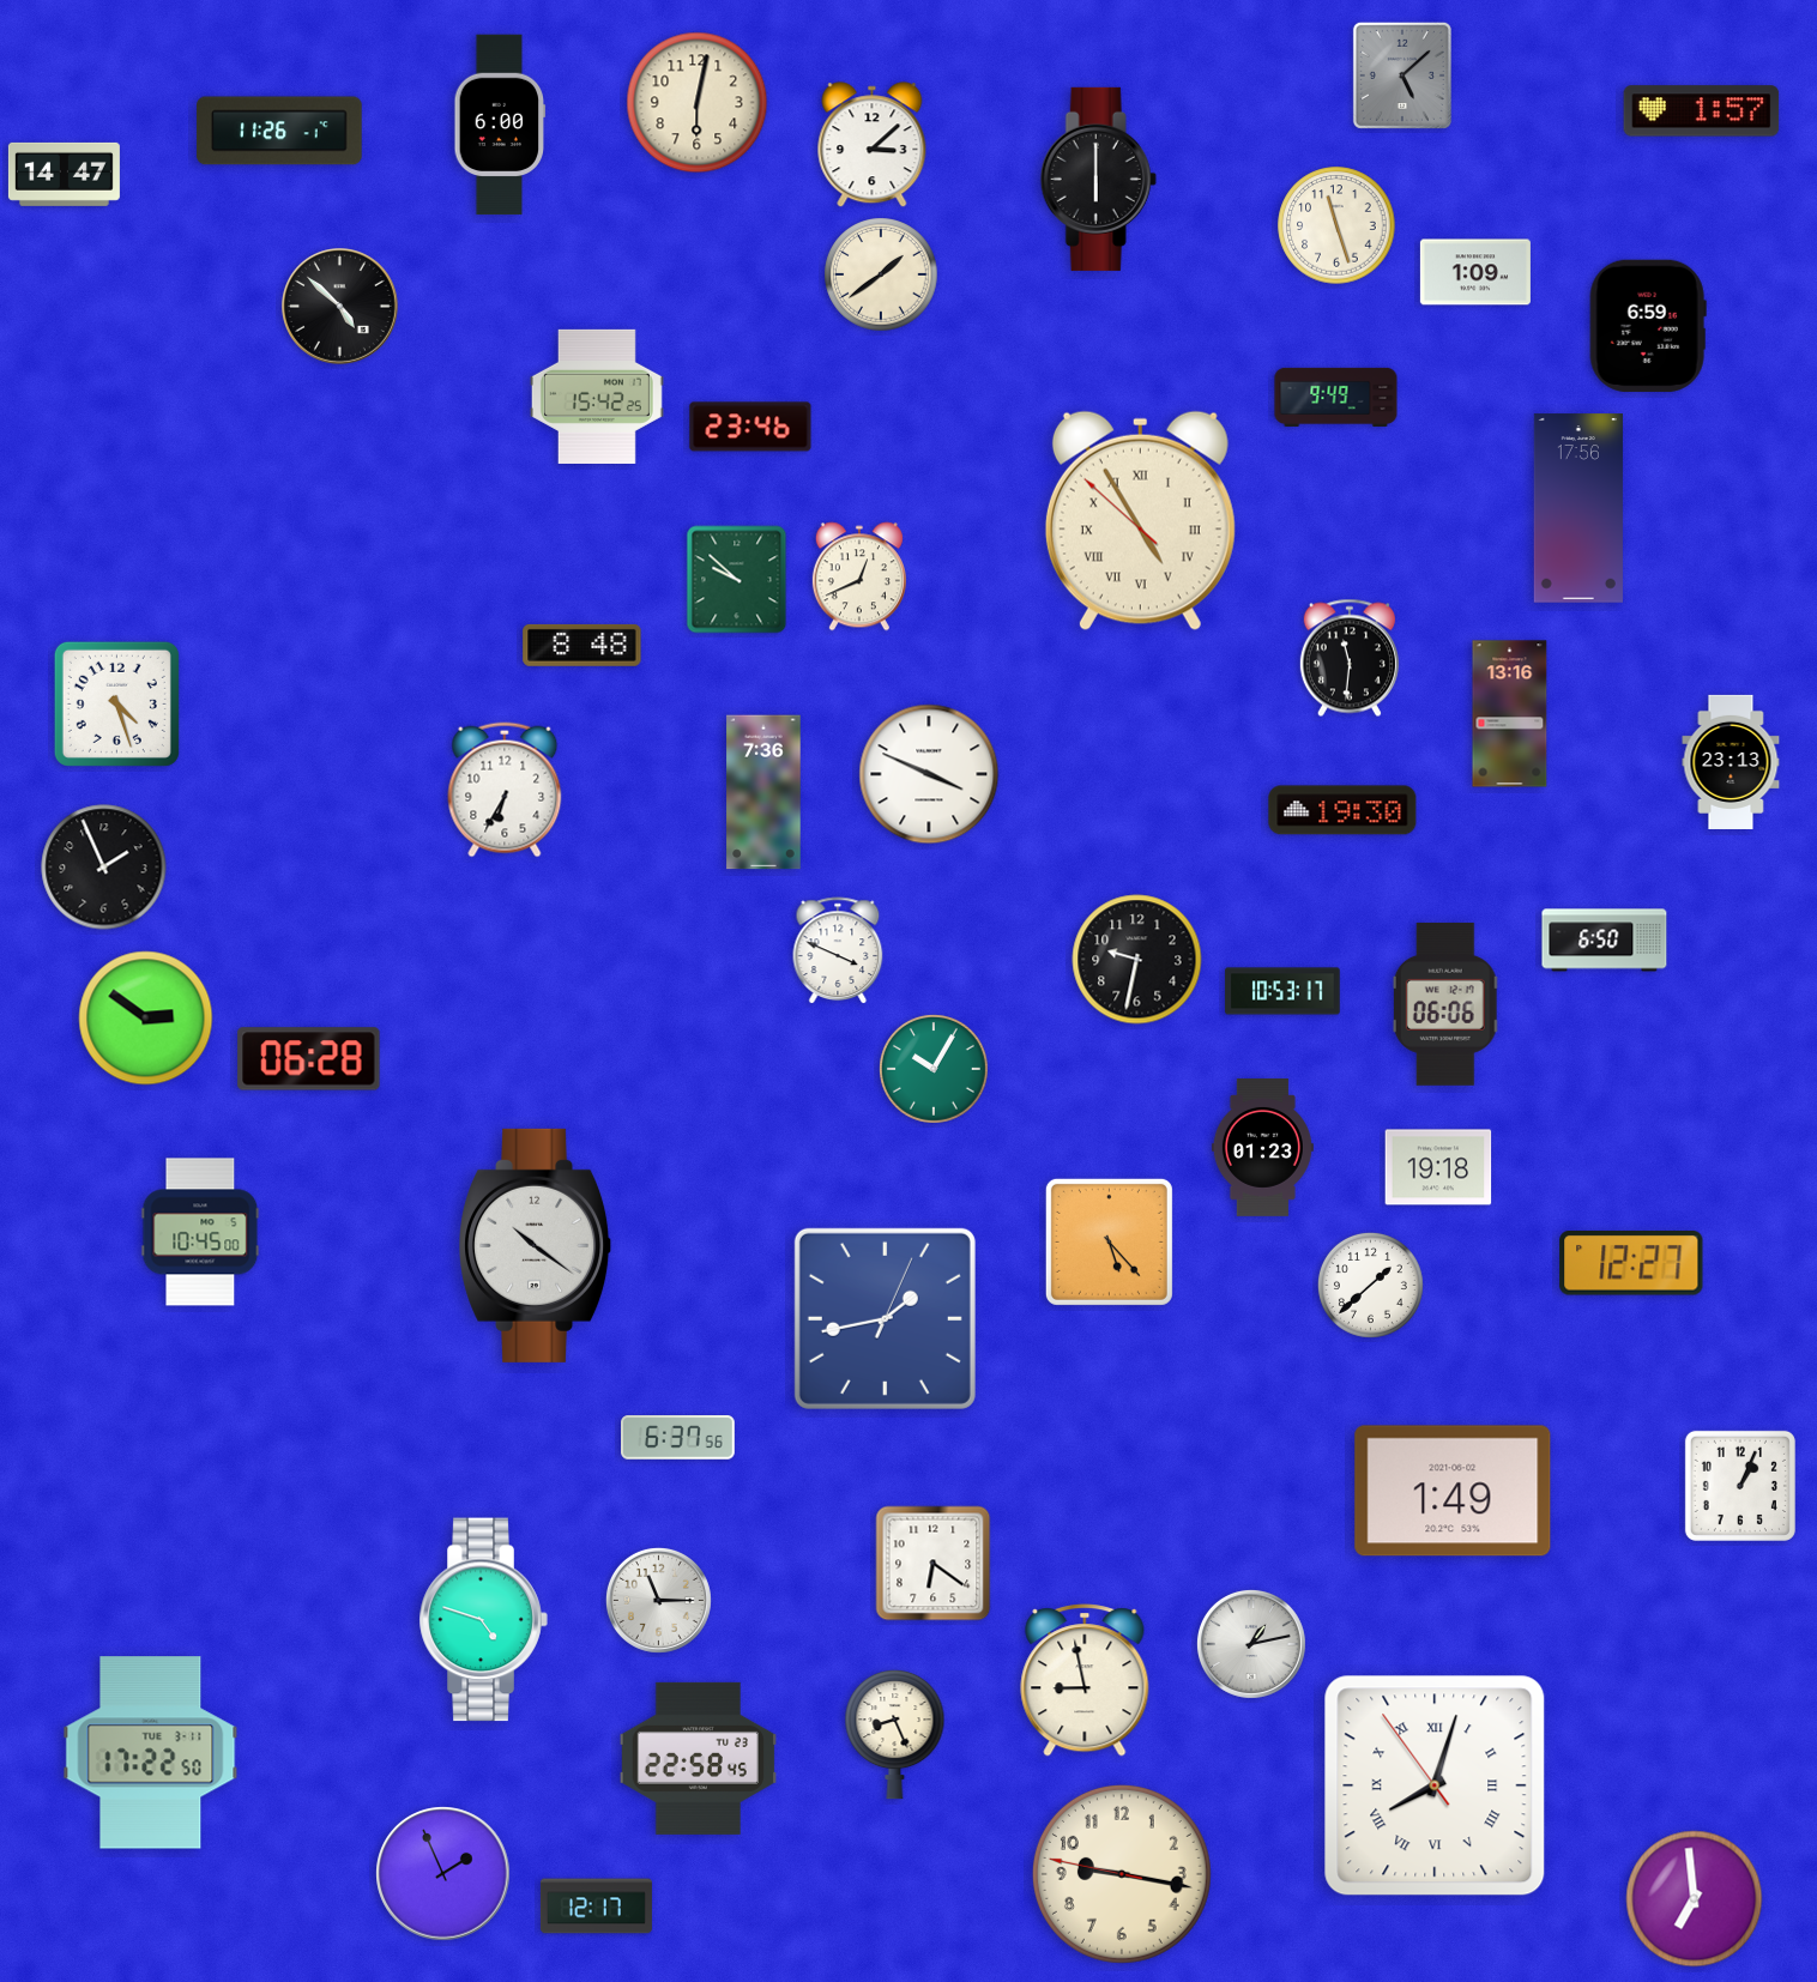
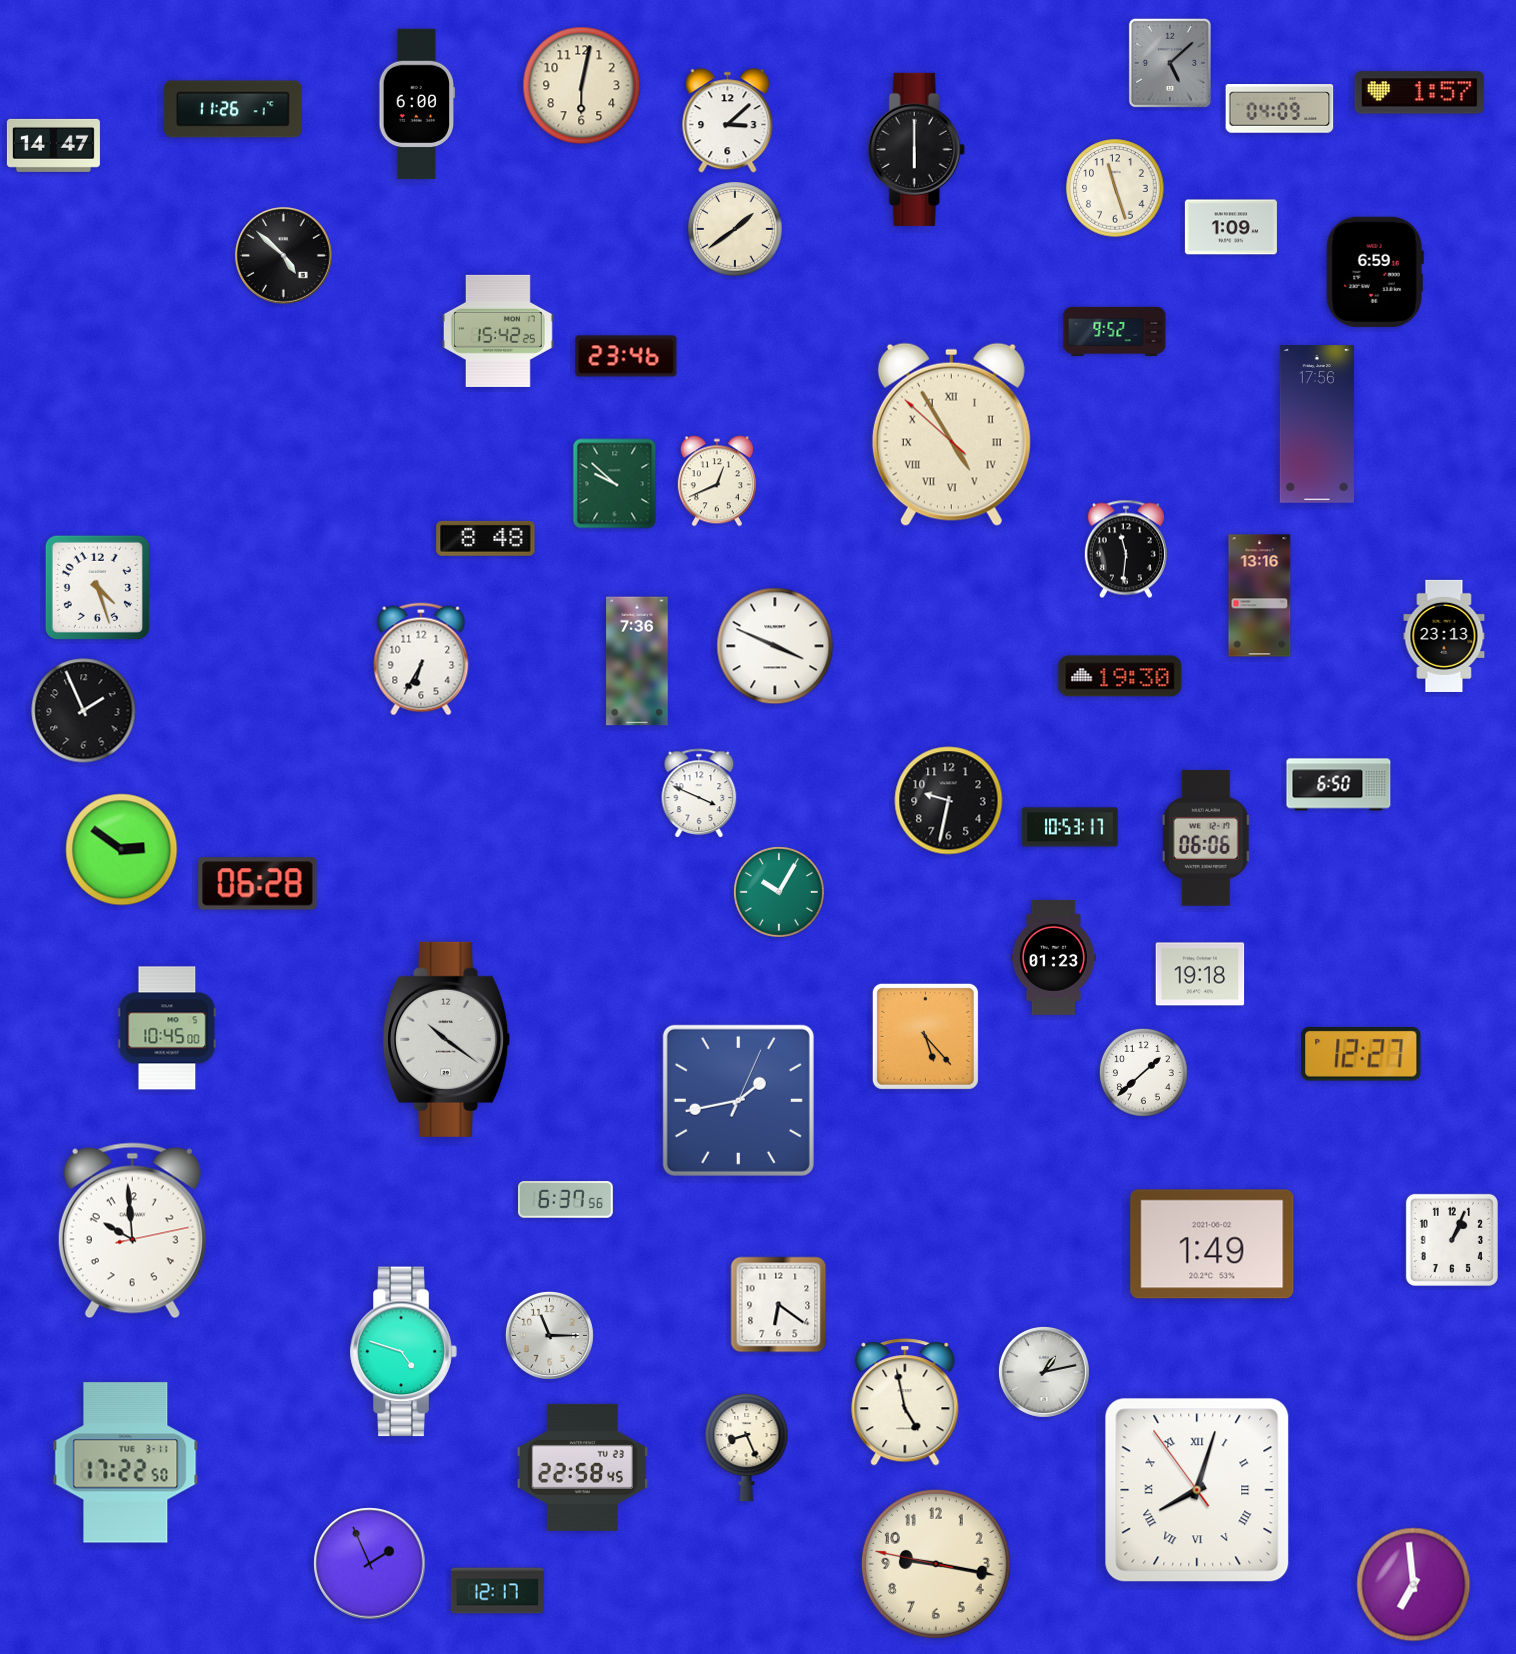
clock at (1280, 109): none -> 04:09
clock at (1336, 397): 9:49 -> 9:52
clock at (104, 868) position: (104, 868) -> (84, 711)
clock at (132, 1231): none -> 9:59
clock at (1085, 1680): 8:58 -> 4:58
